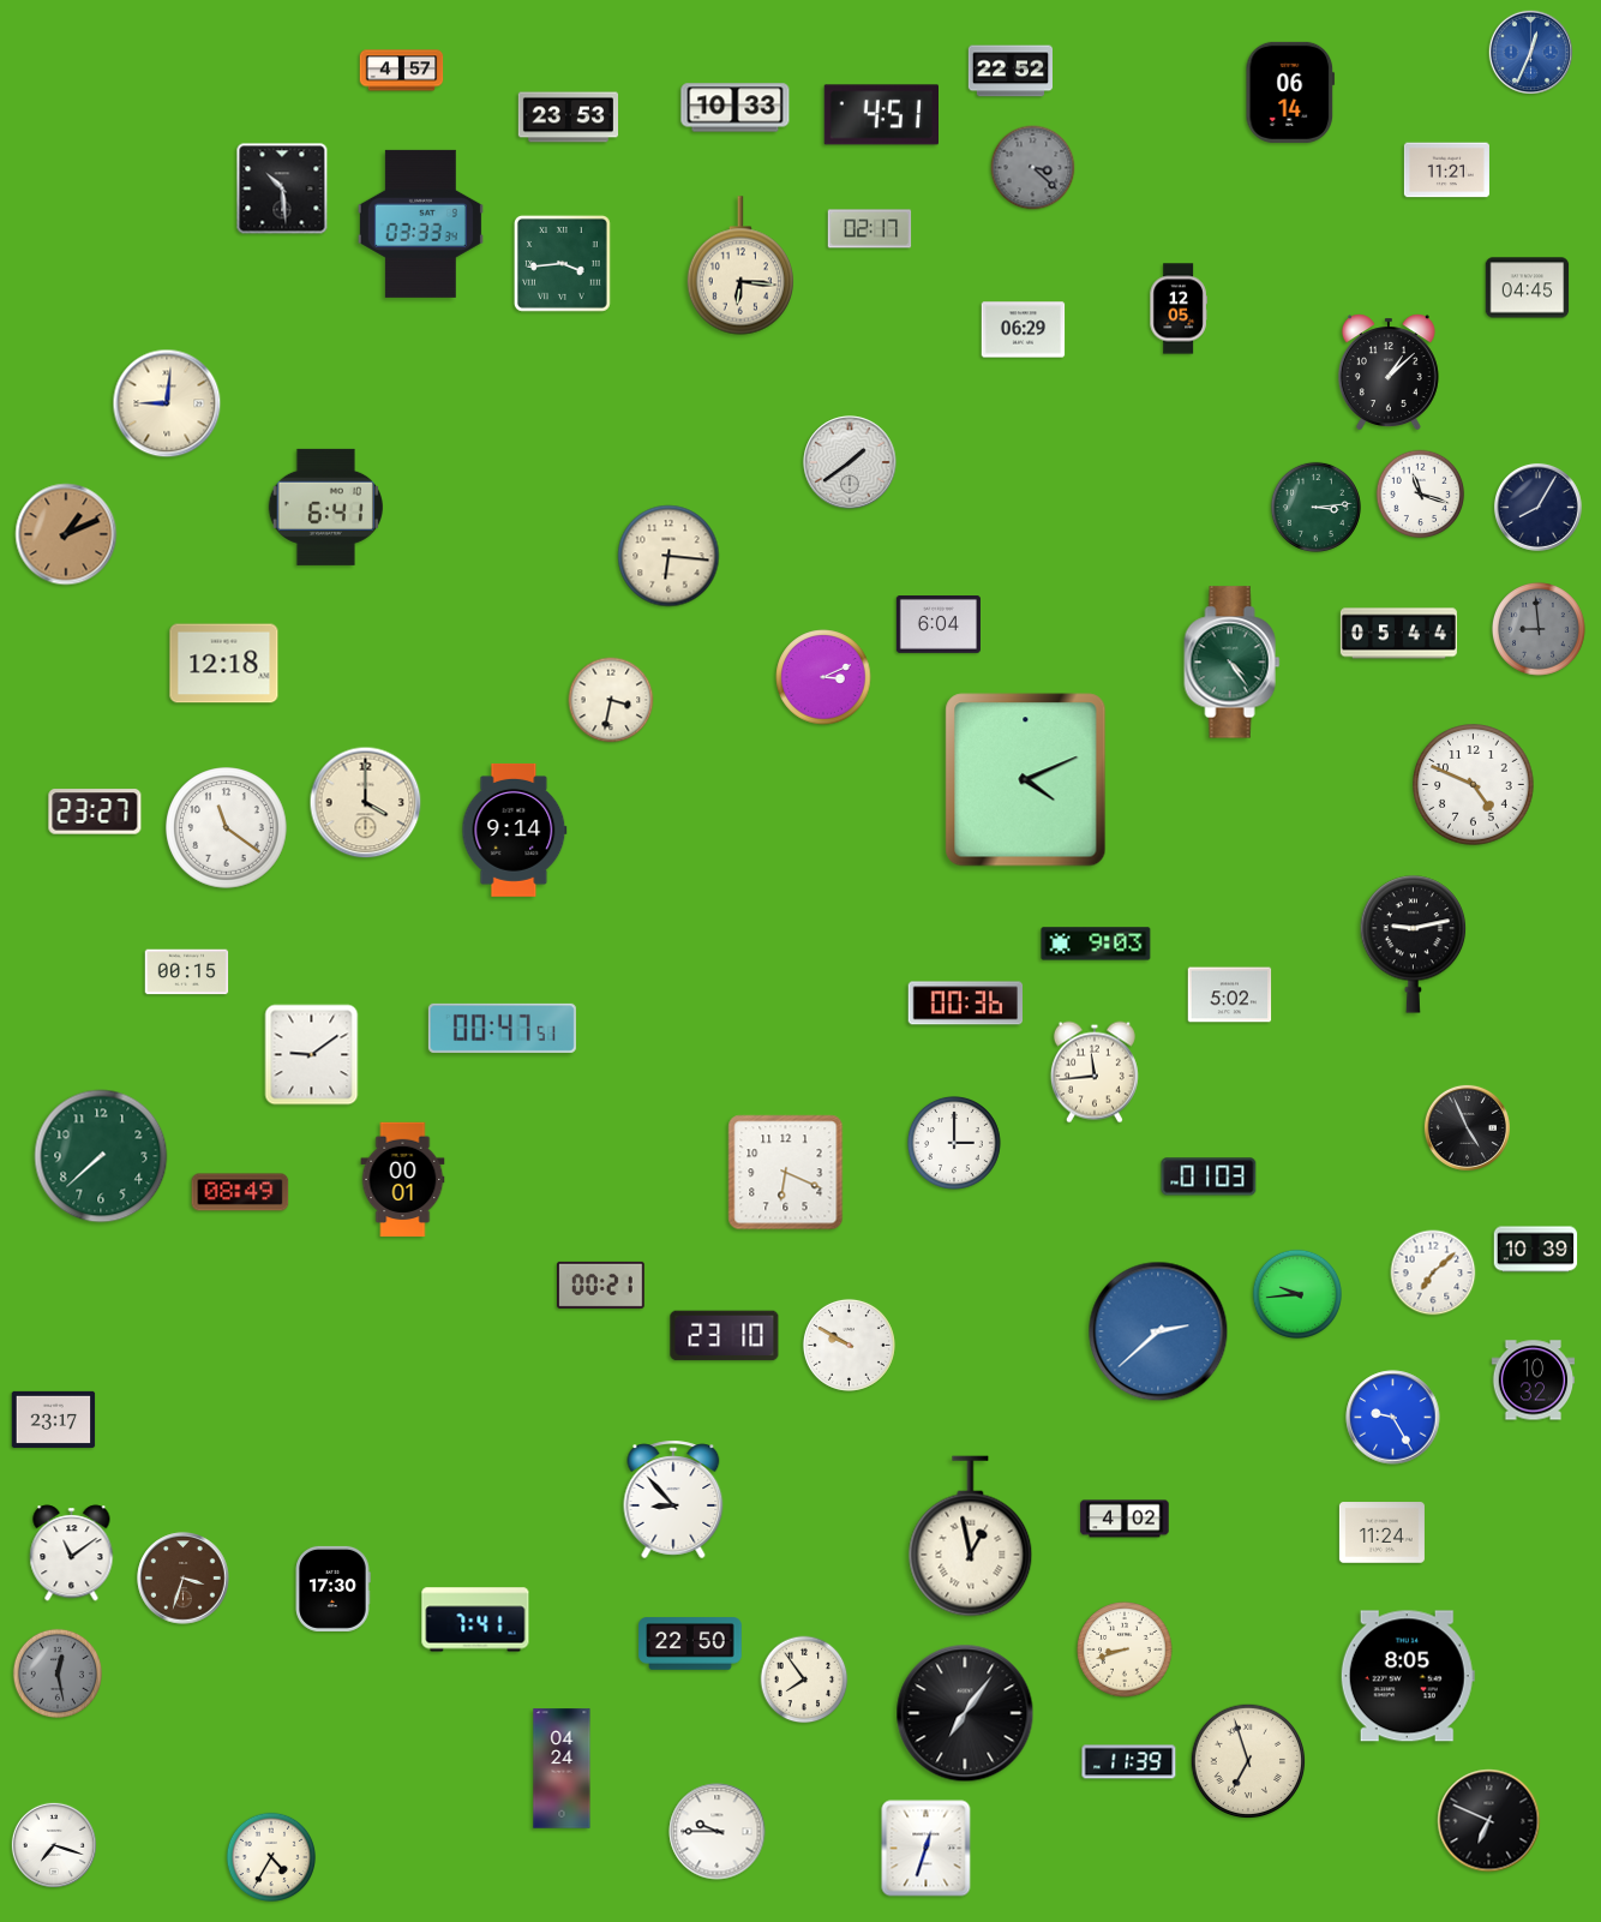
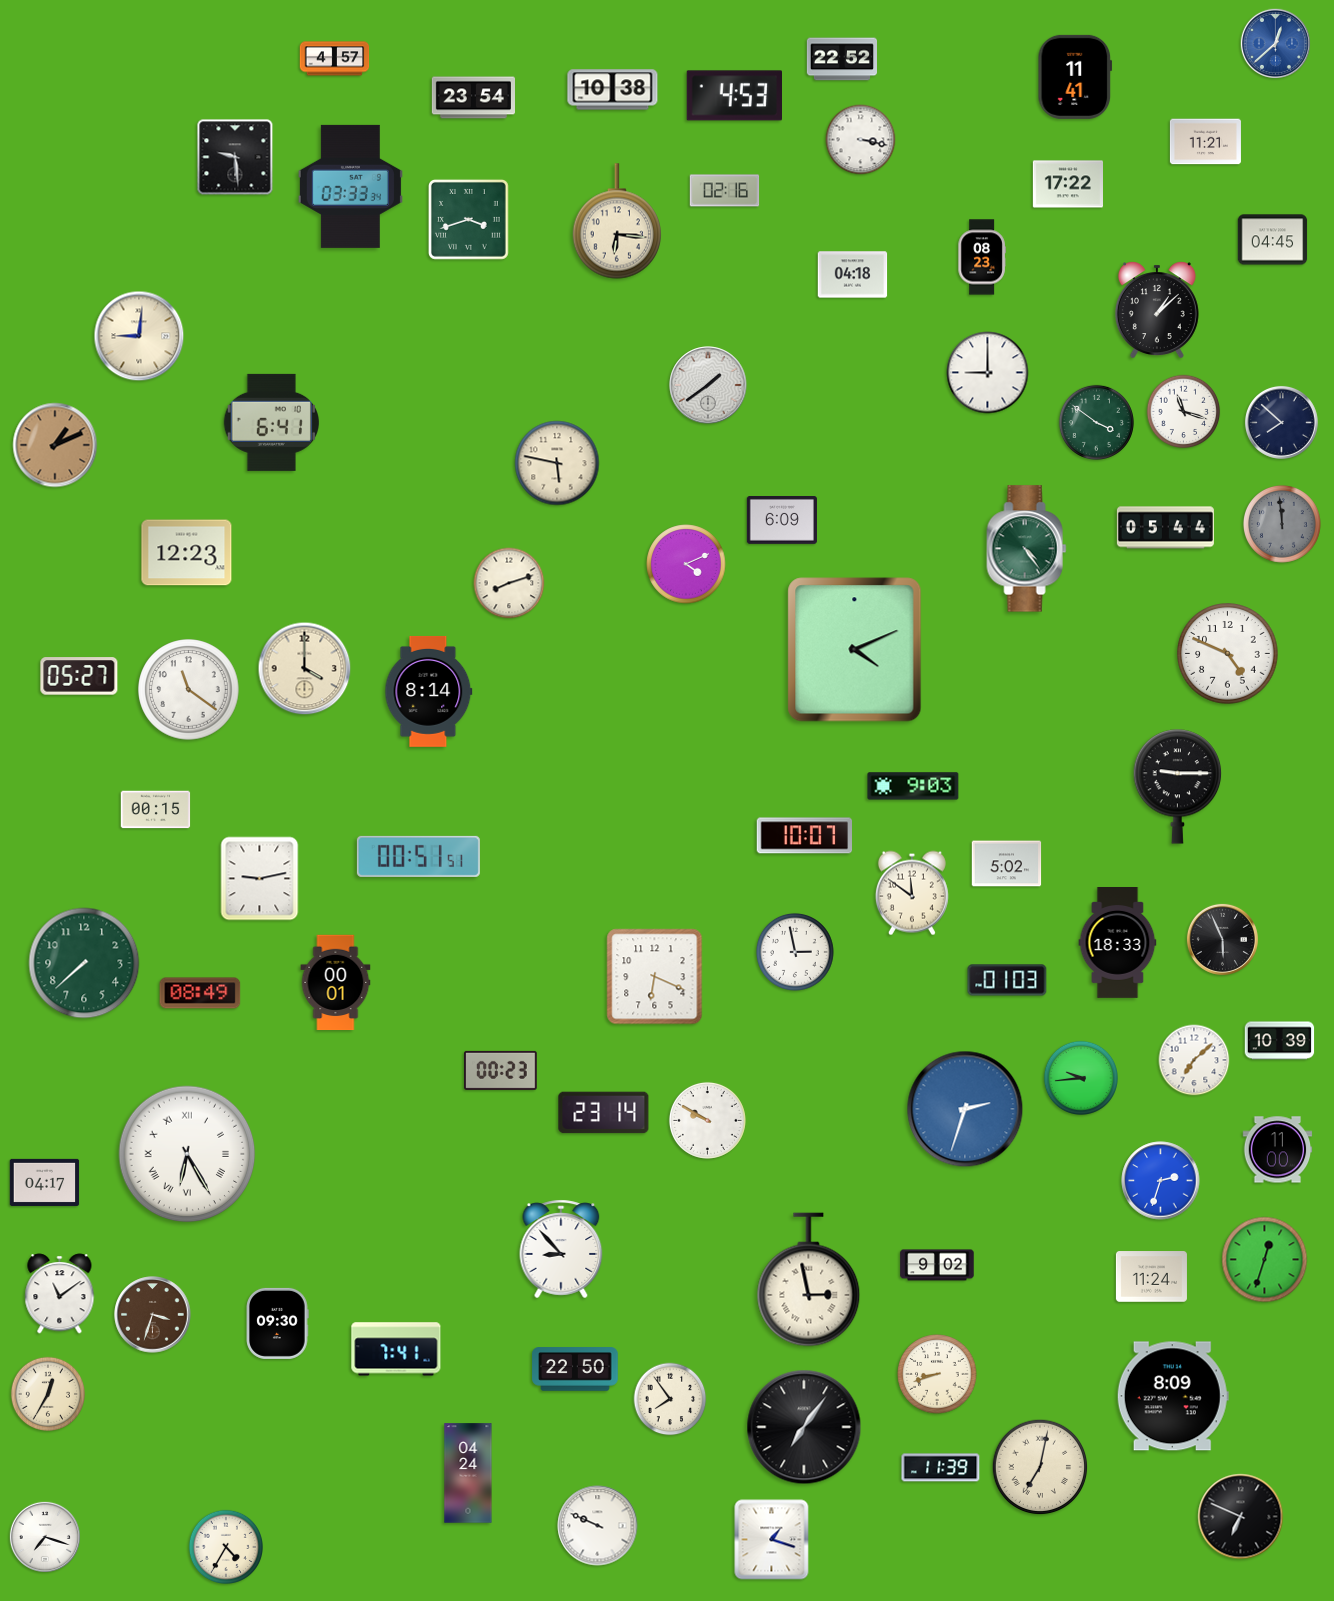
clock at (1530, 52): 12:34 -> 12:38
clock at (1290, 92): 06:14 -> 11:41
clock at (736, 108): 10:33 -> 10:38
clock at (881, 115): 4:51 -> 4:53
clock at (568, 118): 23:53 -> 23:54
clock at (1033, 168): 3:22 -> 3:17
clock at (1033, 168) dial: grey -> white
clock at (282, 188): 10:29 -> 9:29
clock at (1067, 184): none -> 17:22
clock at (870, 229): 02:17 -> 02:16
clock at (562, 263): 3:44 -> 3:42
clock at (1179, 309): 12:05 -> 08:23
clock at (1024, 330): 06:29 -> 04:18
clock at (988, 373): none -> 9:00
clock at (1315, 507): 3:14 -> 3:51
clock at (1537, 507): 8:05 -> 7:52
clock at (668, 556): 6:16 -> 5:47
clock at (939, 625): 6:04 -> 6:09
clock at (1539, 629): 8:59 -> 11:59
clock at (1233, 663) position: (1233, 663) -> (1027, 549)
clock at (224, 664): 12:18 -> 12:23
clock at (823, 677): 3:11 -> 4:11
clock at (611, 700): 3:32 -> 8:12
clock at (95, 812): 23:27 -> 05:27
clock at (515, 830): 9:14 -> 8:14
clock at (1414, 945): 9:13 -> 9:15
clock at (1230, 995) position: (1230, 995) -> (1007, 864)
clock at (965, 1004): 00:36 -> 10:07
clock at (502, 1028): 00:47 -> 00:51
clock at (312, 1055): 9:09 -> 9:13
clock at (1095, 1072): 11:44 -> 11:51
clock at (1467, 1127): 4:56 -> 5:56
clock at (1118, 943): none -> 18:33
clock at (954, 1143): 3:00 -> 2:58
clock at (601, 1285): 00:21 -> 00:23
clock at (1158, 1331): 2:38 -> 2:33
clock at (725, 1336): 23:10 -> 23:14
clock at (1534, 1381): 10:32 -> 11:00
clock at (187, 1154): none -> 6:25
clock at (1393, 1418): 9:25 -> 2:33
clock at (54, 1419): 23:17 -> 04:17
clock at (1265, 1260): none -> 12:33
clock at (1125, 1519): 4:02 -> 9:02
clock at (971, 1537): 12:58 -> 2:58
clock at (332, 1588): 17:30 -> 09:30
clock at (56, 1672): 12:28 -> 12:35
clock at (56, 1672) dial: grey -> cream
clock at (1408, 1676): 8:05 -> 8:09
clock at (1248, 1761): 6:57 -> 7:02
clock at (718, 1832): 9:45 -> 9:49
clock at (927, 1849): 12:33 -> 1:18
